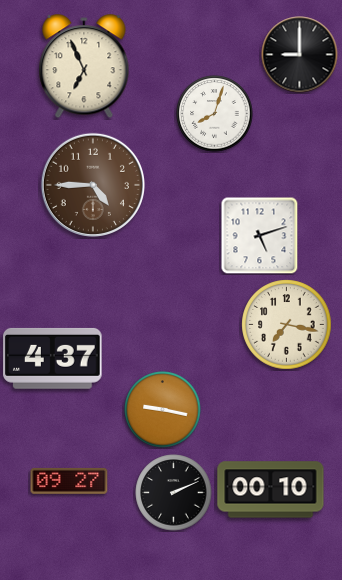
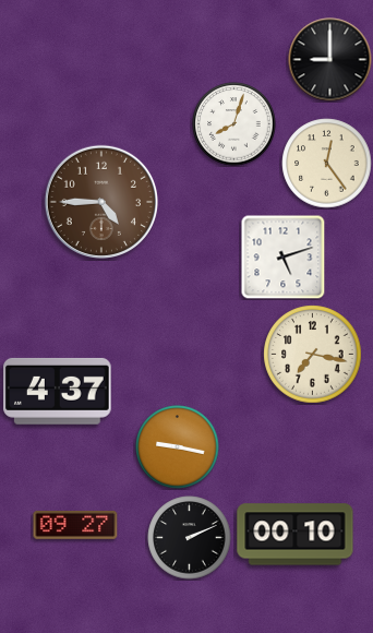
clock at (300, 55) position: (300, 55) -> (330, 60)
clock at (84, 67): 6:56 -> none
clock at (327, 164): none -> 12:24
